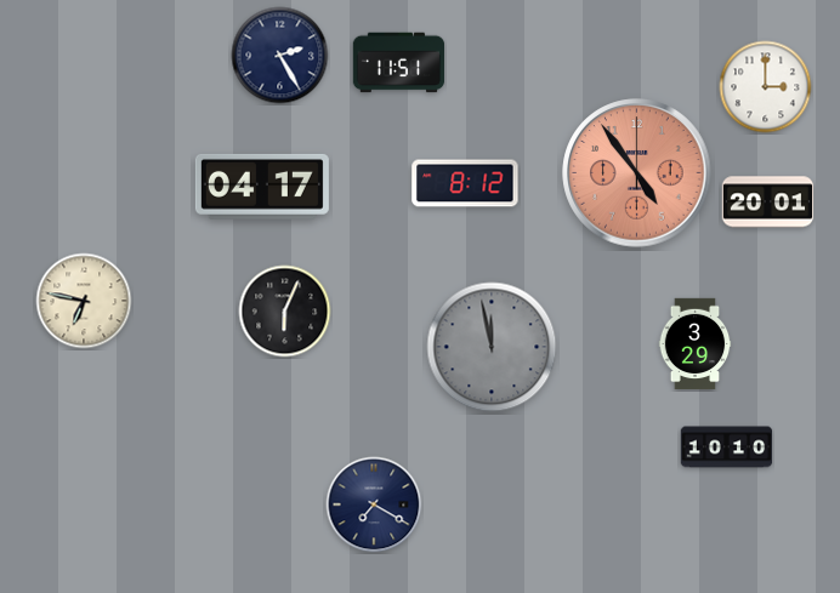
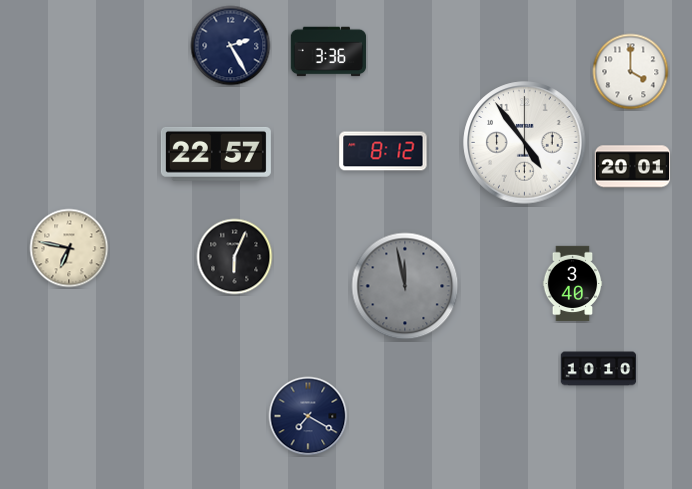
clock at (399, 63): 11:51 -> 3:36
clock at (766, 87): 3:00 -> 4:00
clock at (637, 173) dial: salmon -> white
clock at (262, 187): 04:17 -> 22:57
clock at (696, 344): 3:29 -> 3:40
